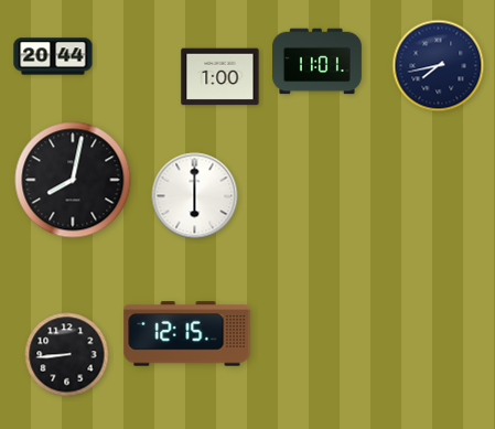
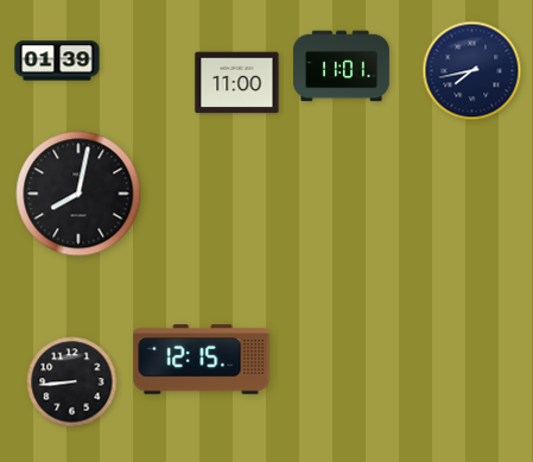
clock at (53, 56): 20:44 -> 01:39
clock at (220, 77): 1:00 -> 11:00
clock at (195, 196): 6:00 -> none
